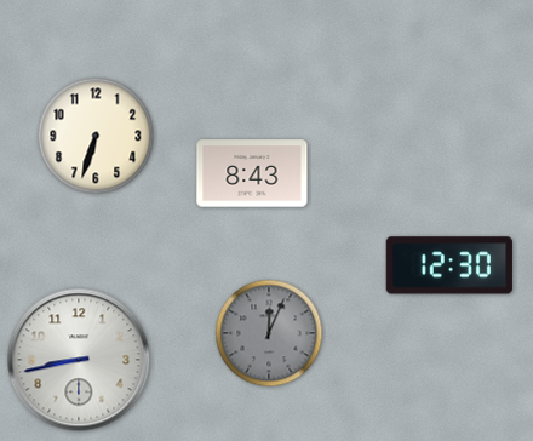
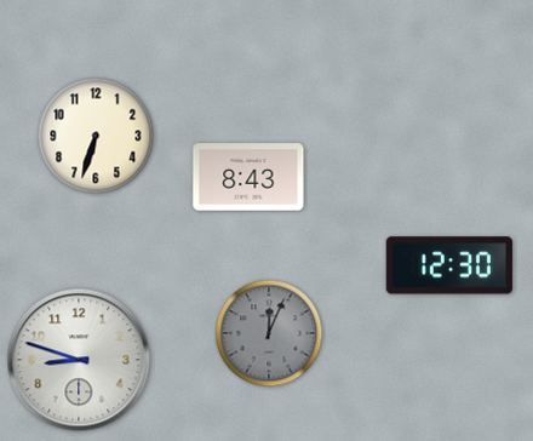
clock at (252, 173) position: (252, 173) -> (248, 177)
clock at (79, 360): 8:43 -> 8:48
